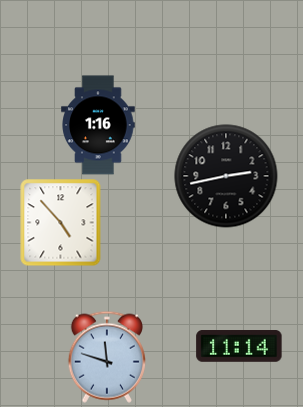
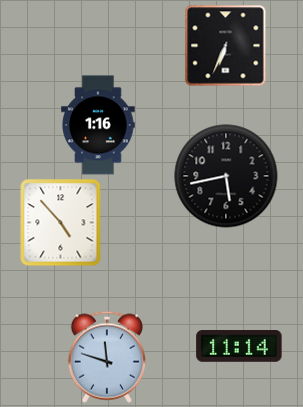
clock at (225, 45): none -> 6:34
clock at (226, 176): 2:43 -> 5:43
